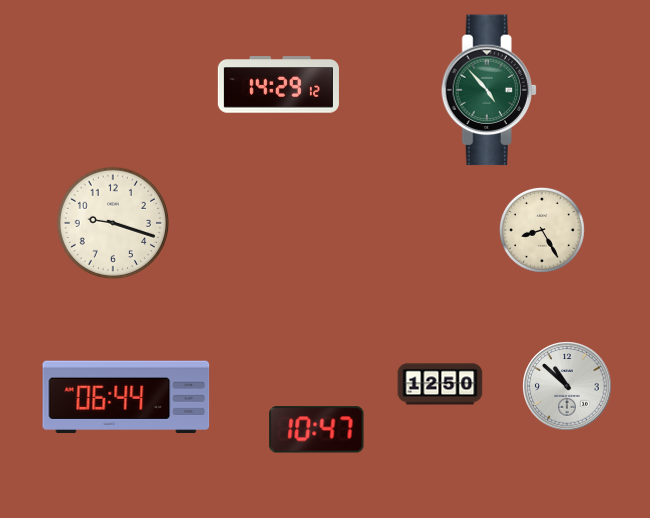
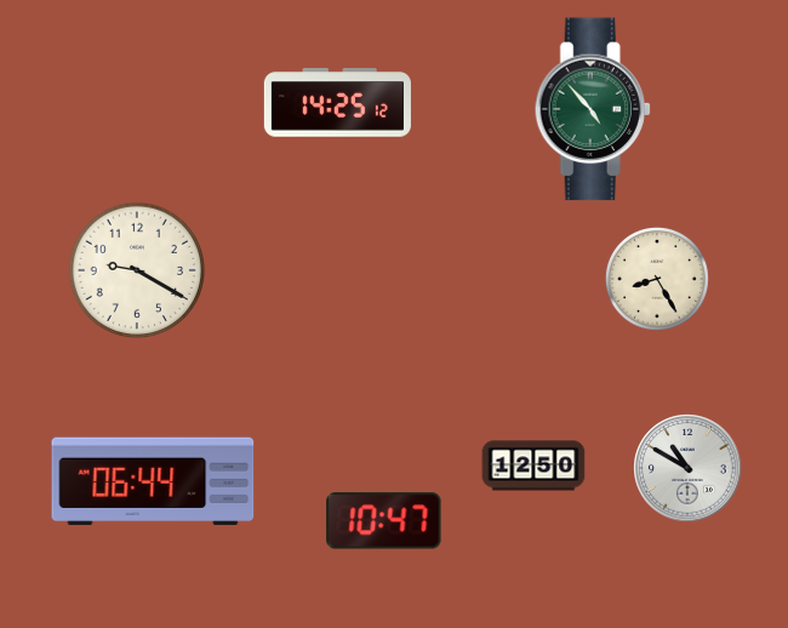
clock at (278, 85): 14:29 -> 14:25
clock at (112, 222): 9:18 -> 9:20
clock at (567, 386): 10:52 -> 10:50
